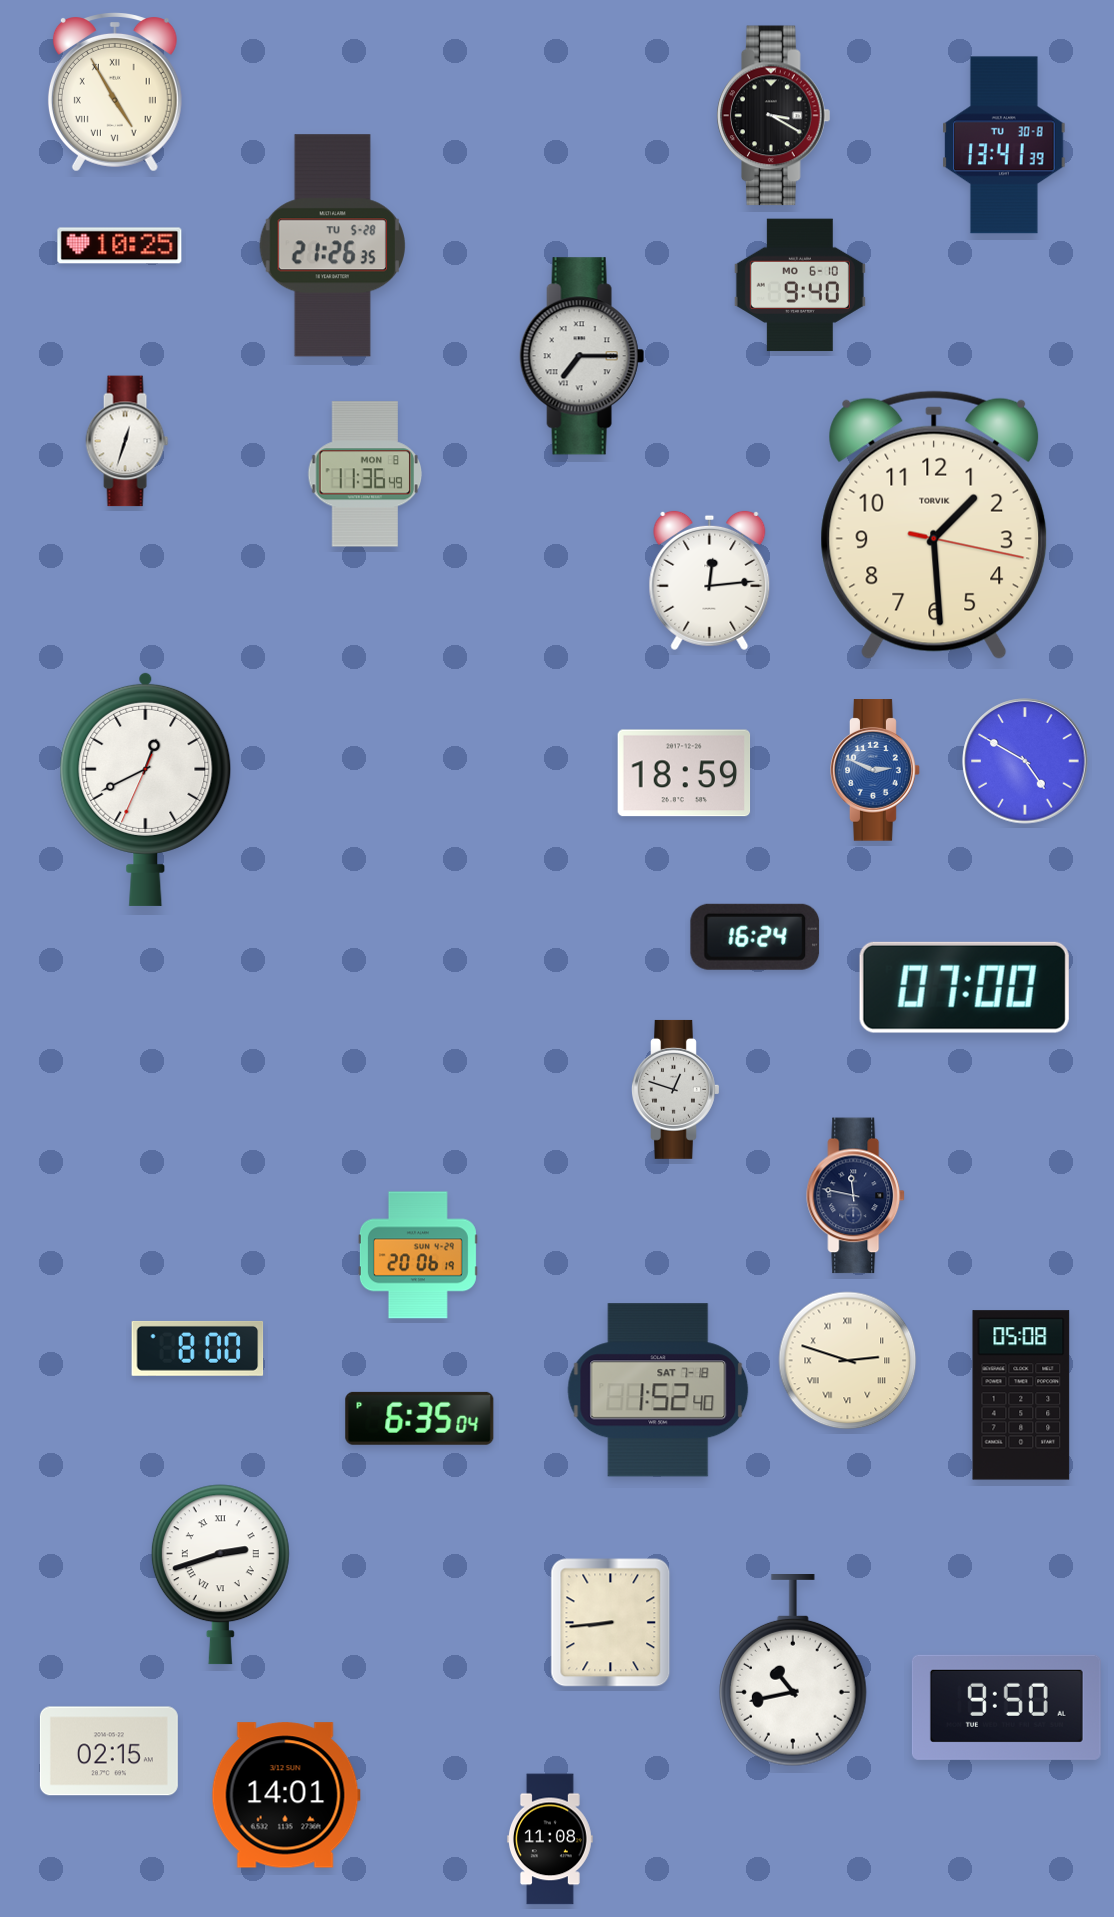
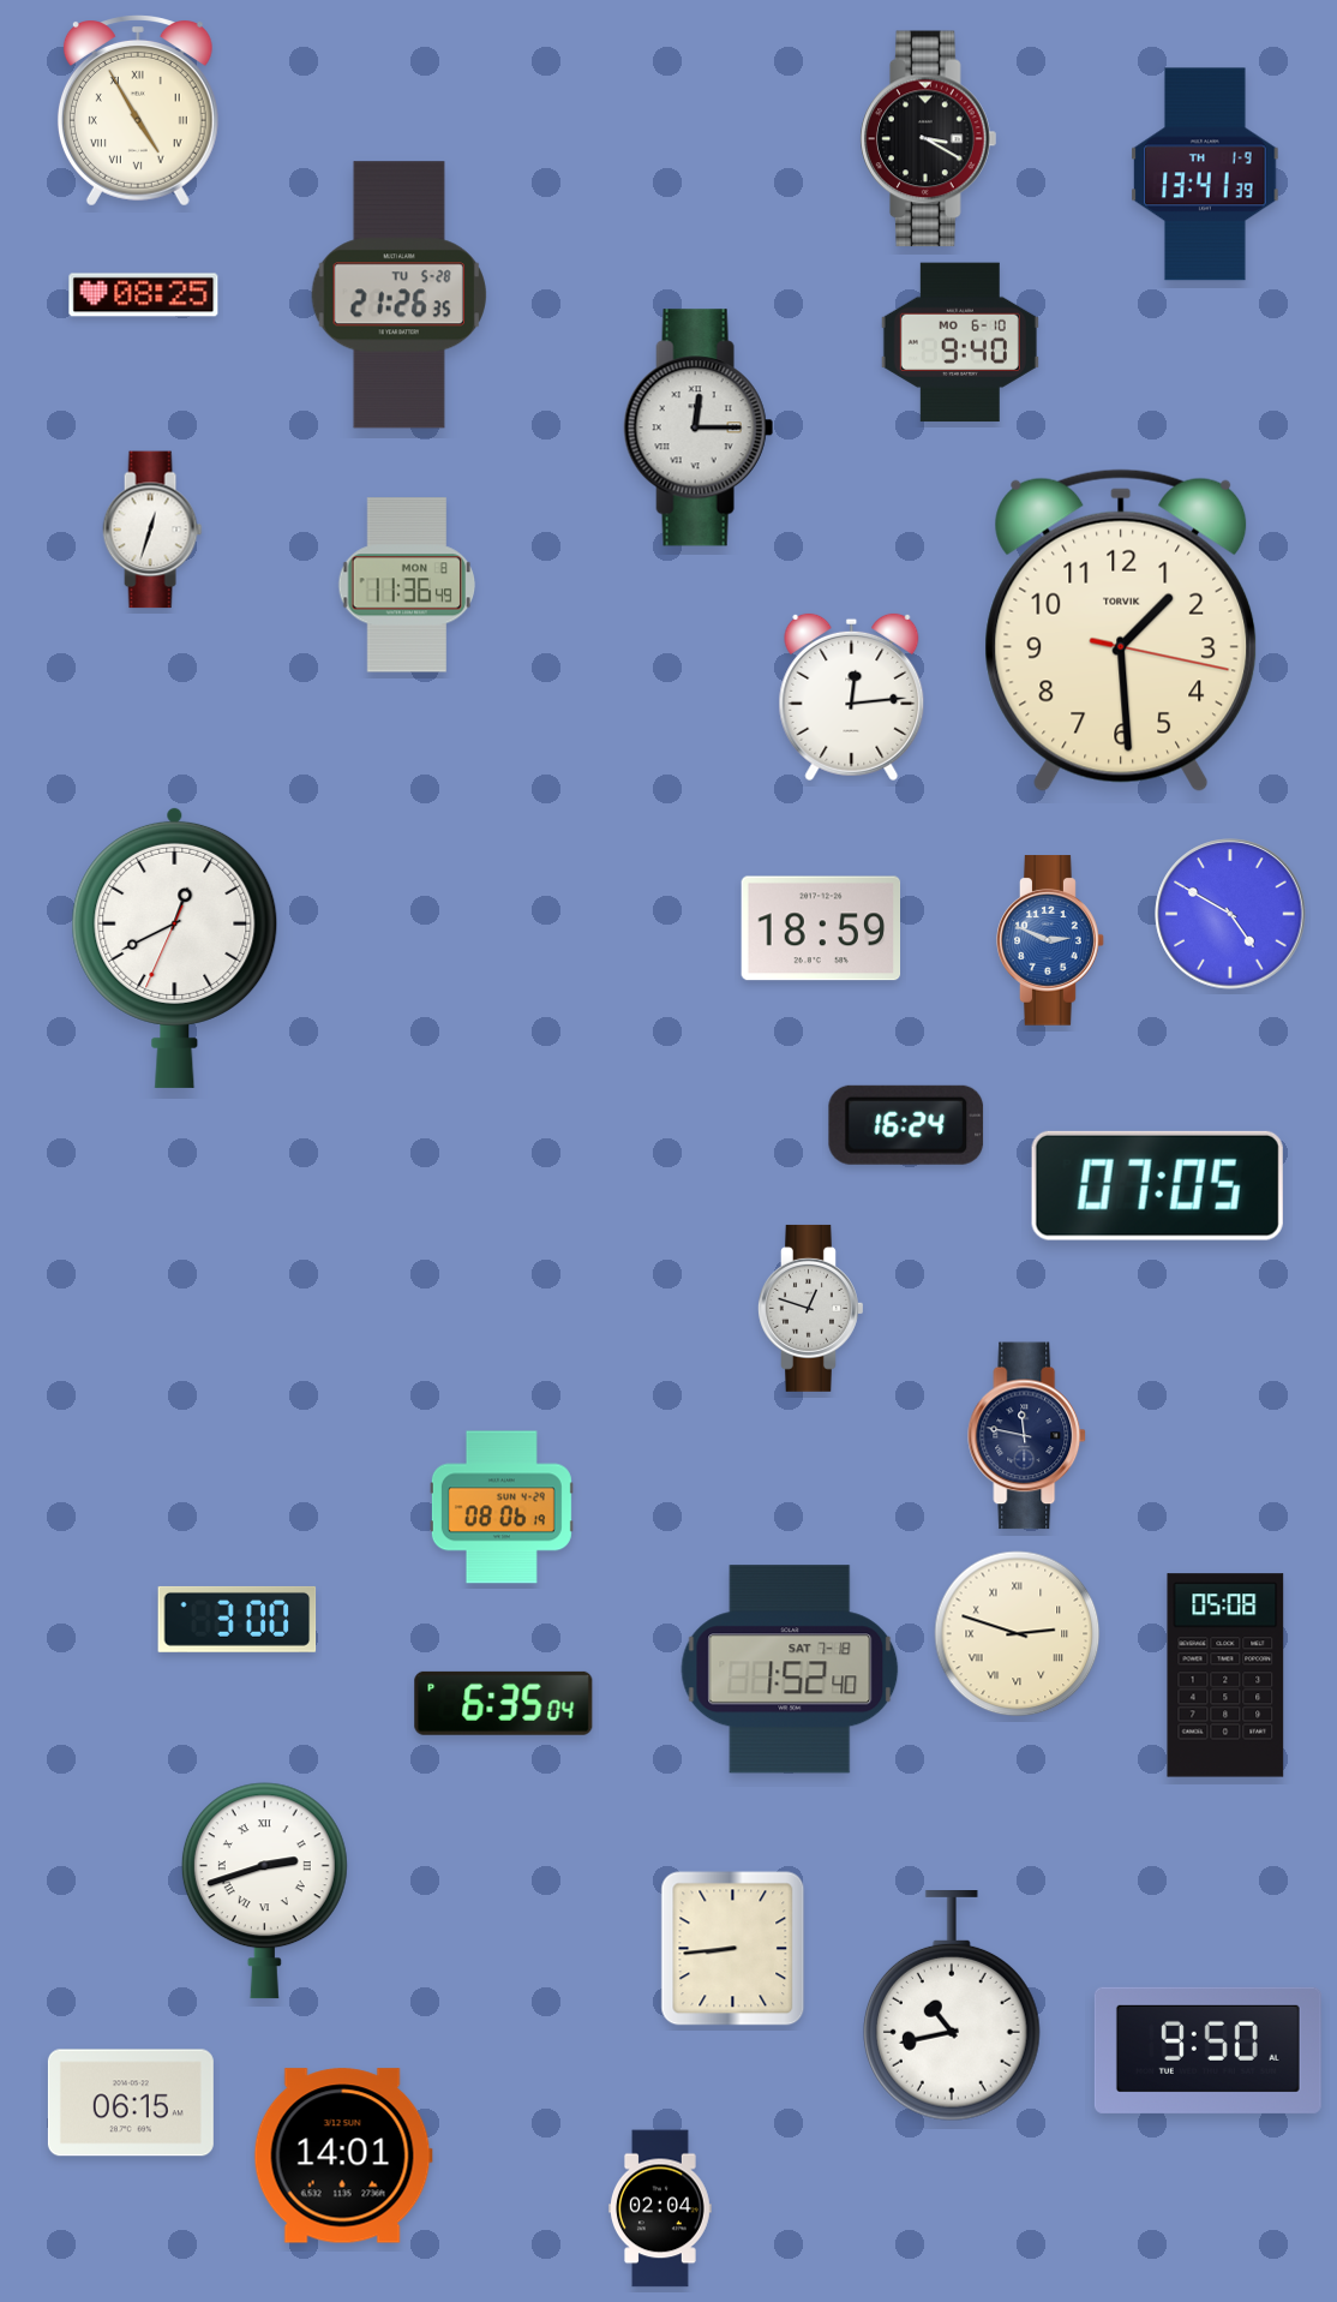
clock at (1004, 145) date: TU 30-8 -> TH 1-9
clock at (120, 246): 10:25 -> 08:25
clock at (582, 356): 7:15 -> 12:15
clock at (365, 474) position: (365, 474) -> (407, 585)
clock at (875, 770) position: (875, 770) -> (1050, 940)
clock at (964, 987): 07:00 -> 07:05
clock at (418, 1255): 20:06 -> 08:06
clock at (198, 1348): 8:00 -> 3:00
clock at (109, 1751): 02:15 -> 06:15
clock at (550, 1839): 11:08 -> 02:04
